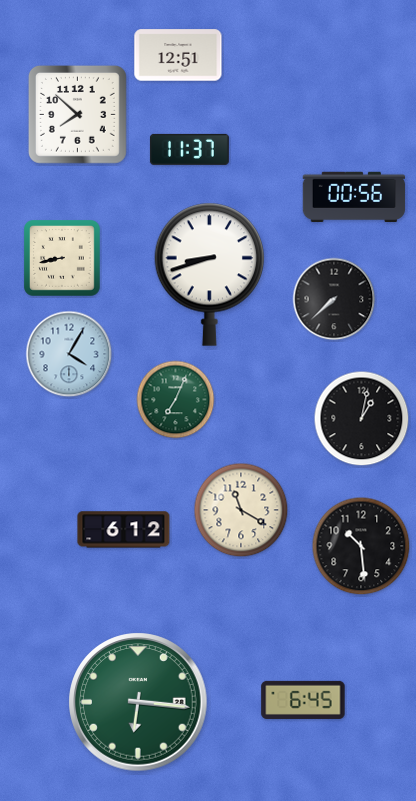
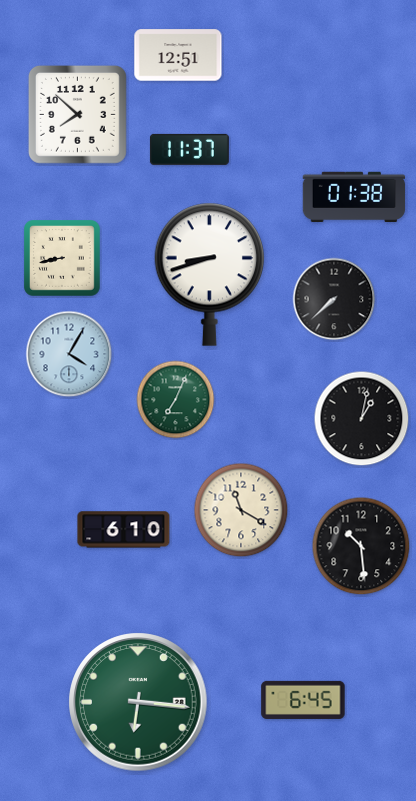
clock at (354, 196): 00:56 -> 01:38
clock at (124, 530): 6:12 -> 6:10
